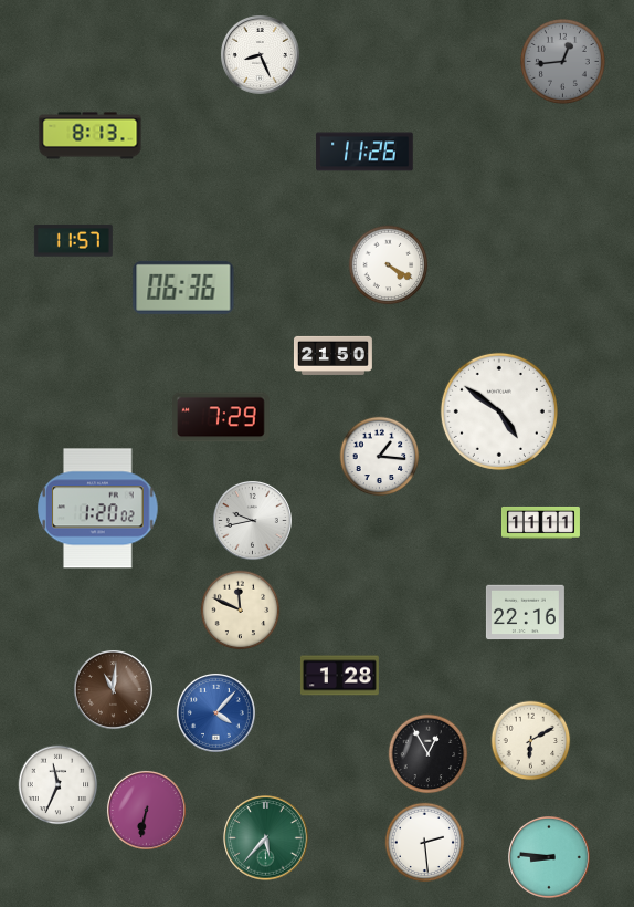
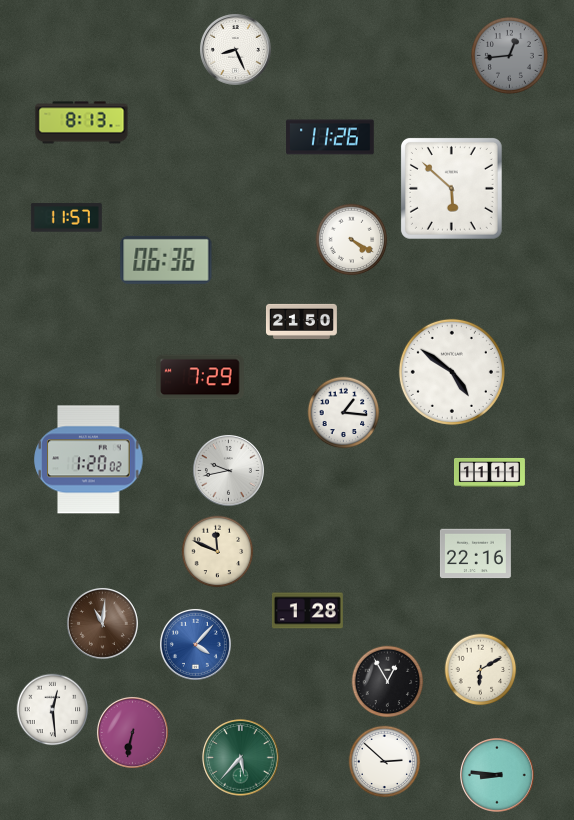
clock at (451, 188): none -> 5:52
clock at (59, 785): 11:34 -> 12:29
clock at (425, 843): 2:29 -> 2:52
